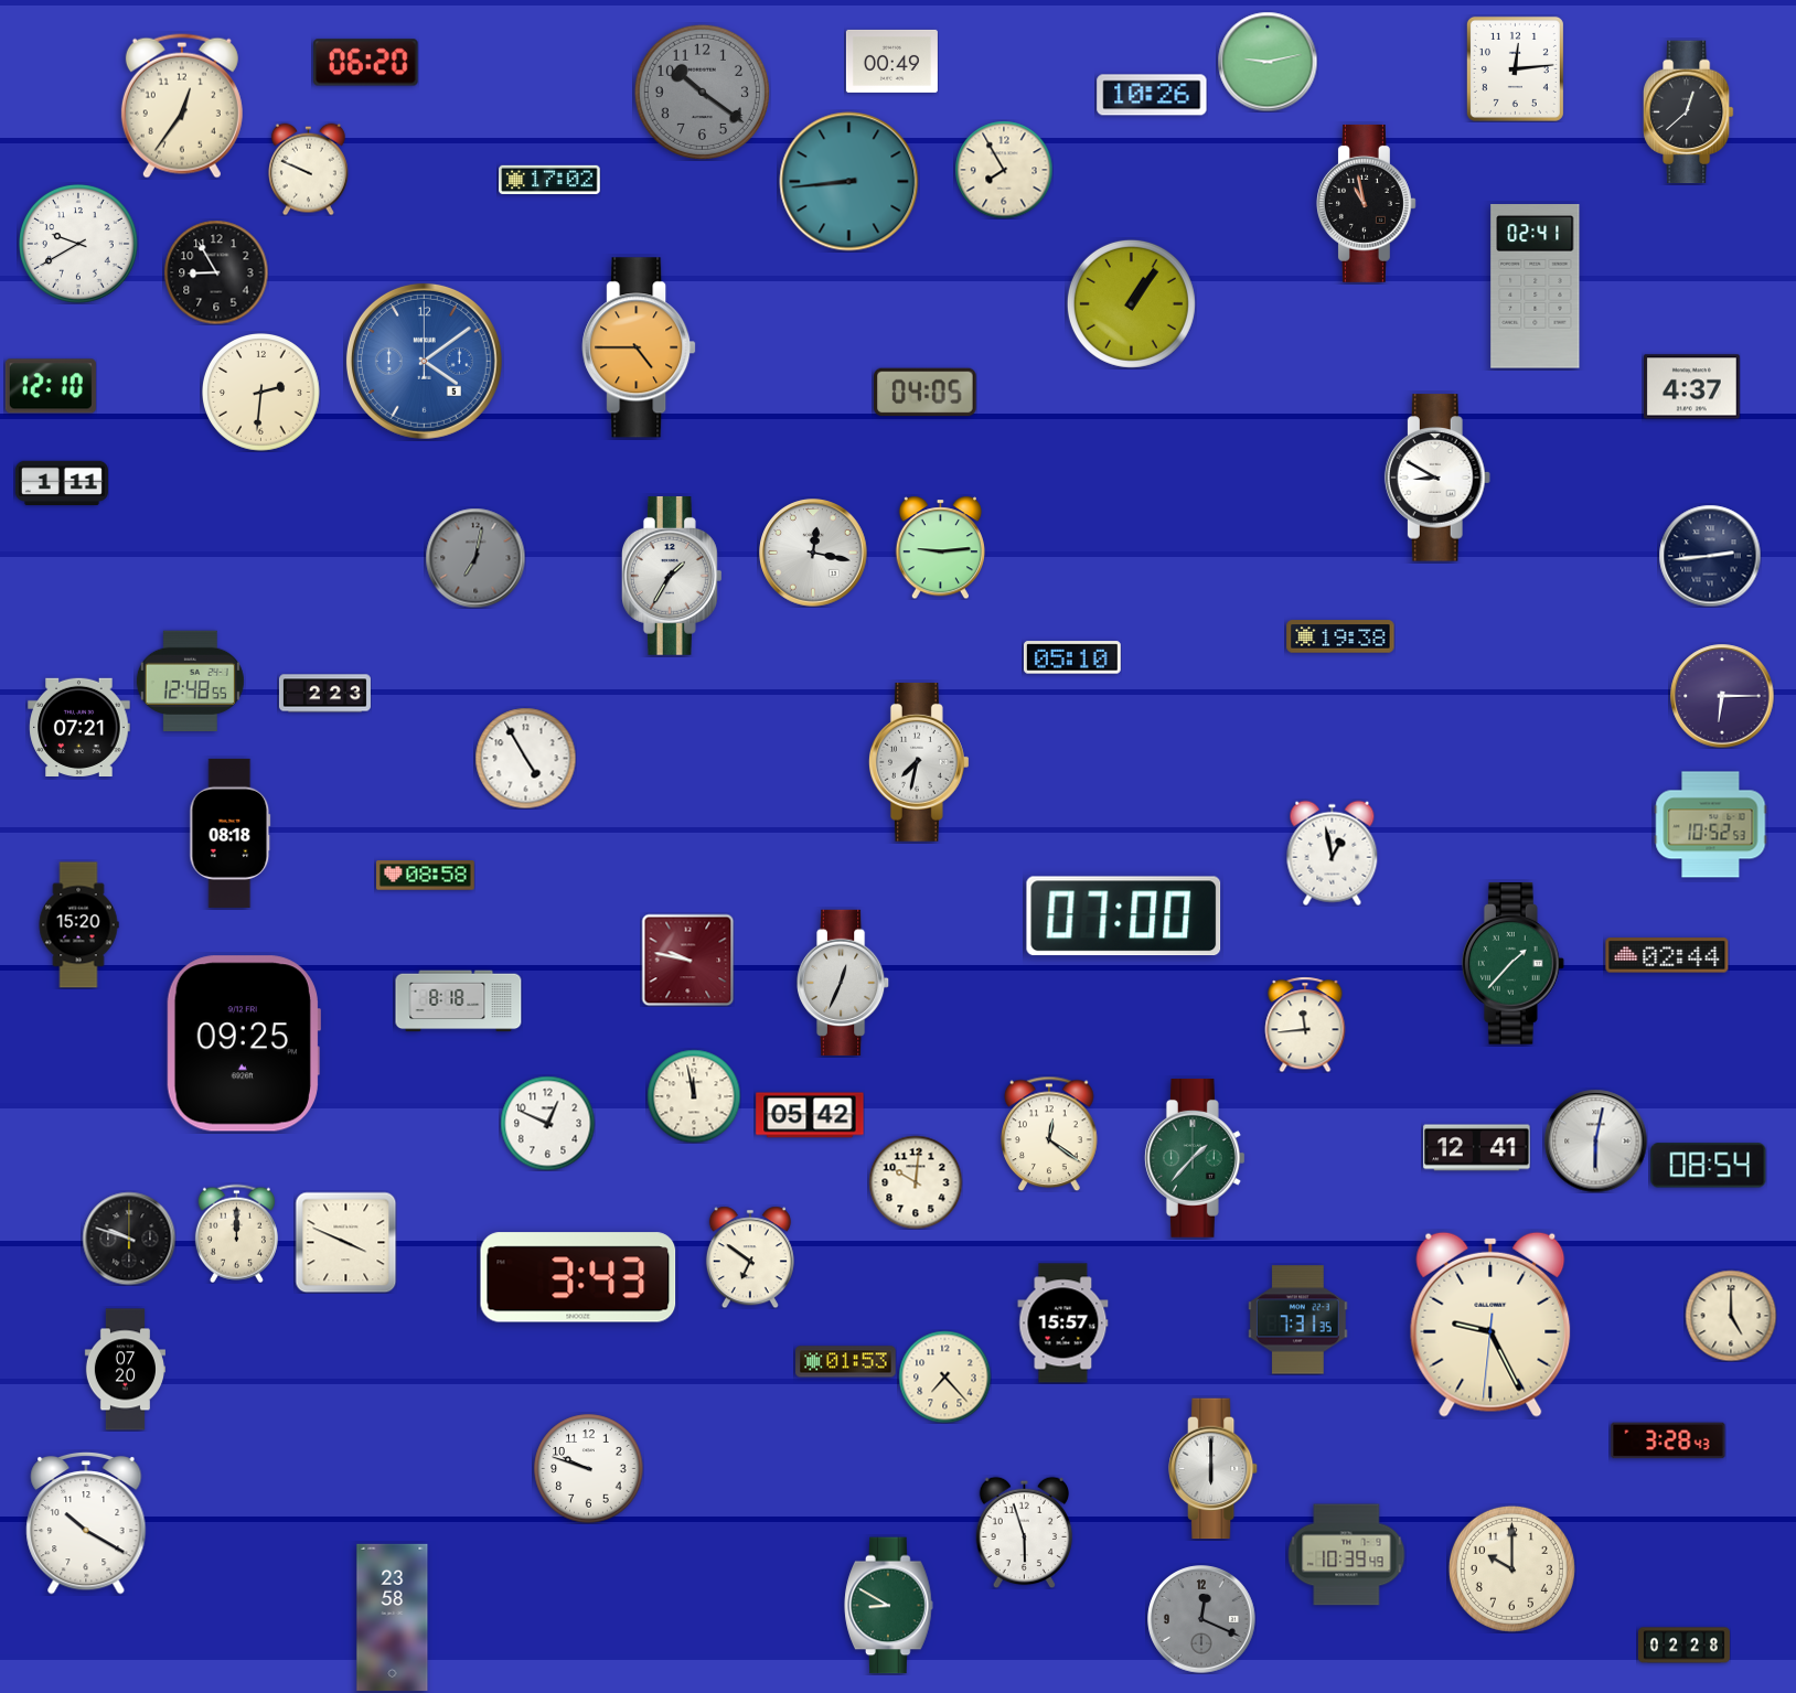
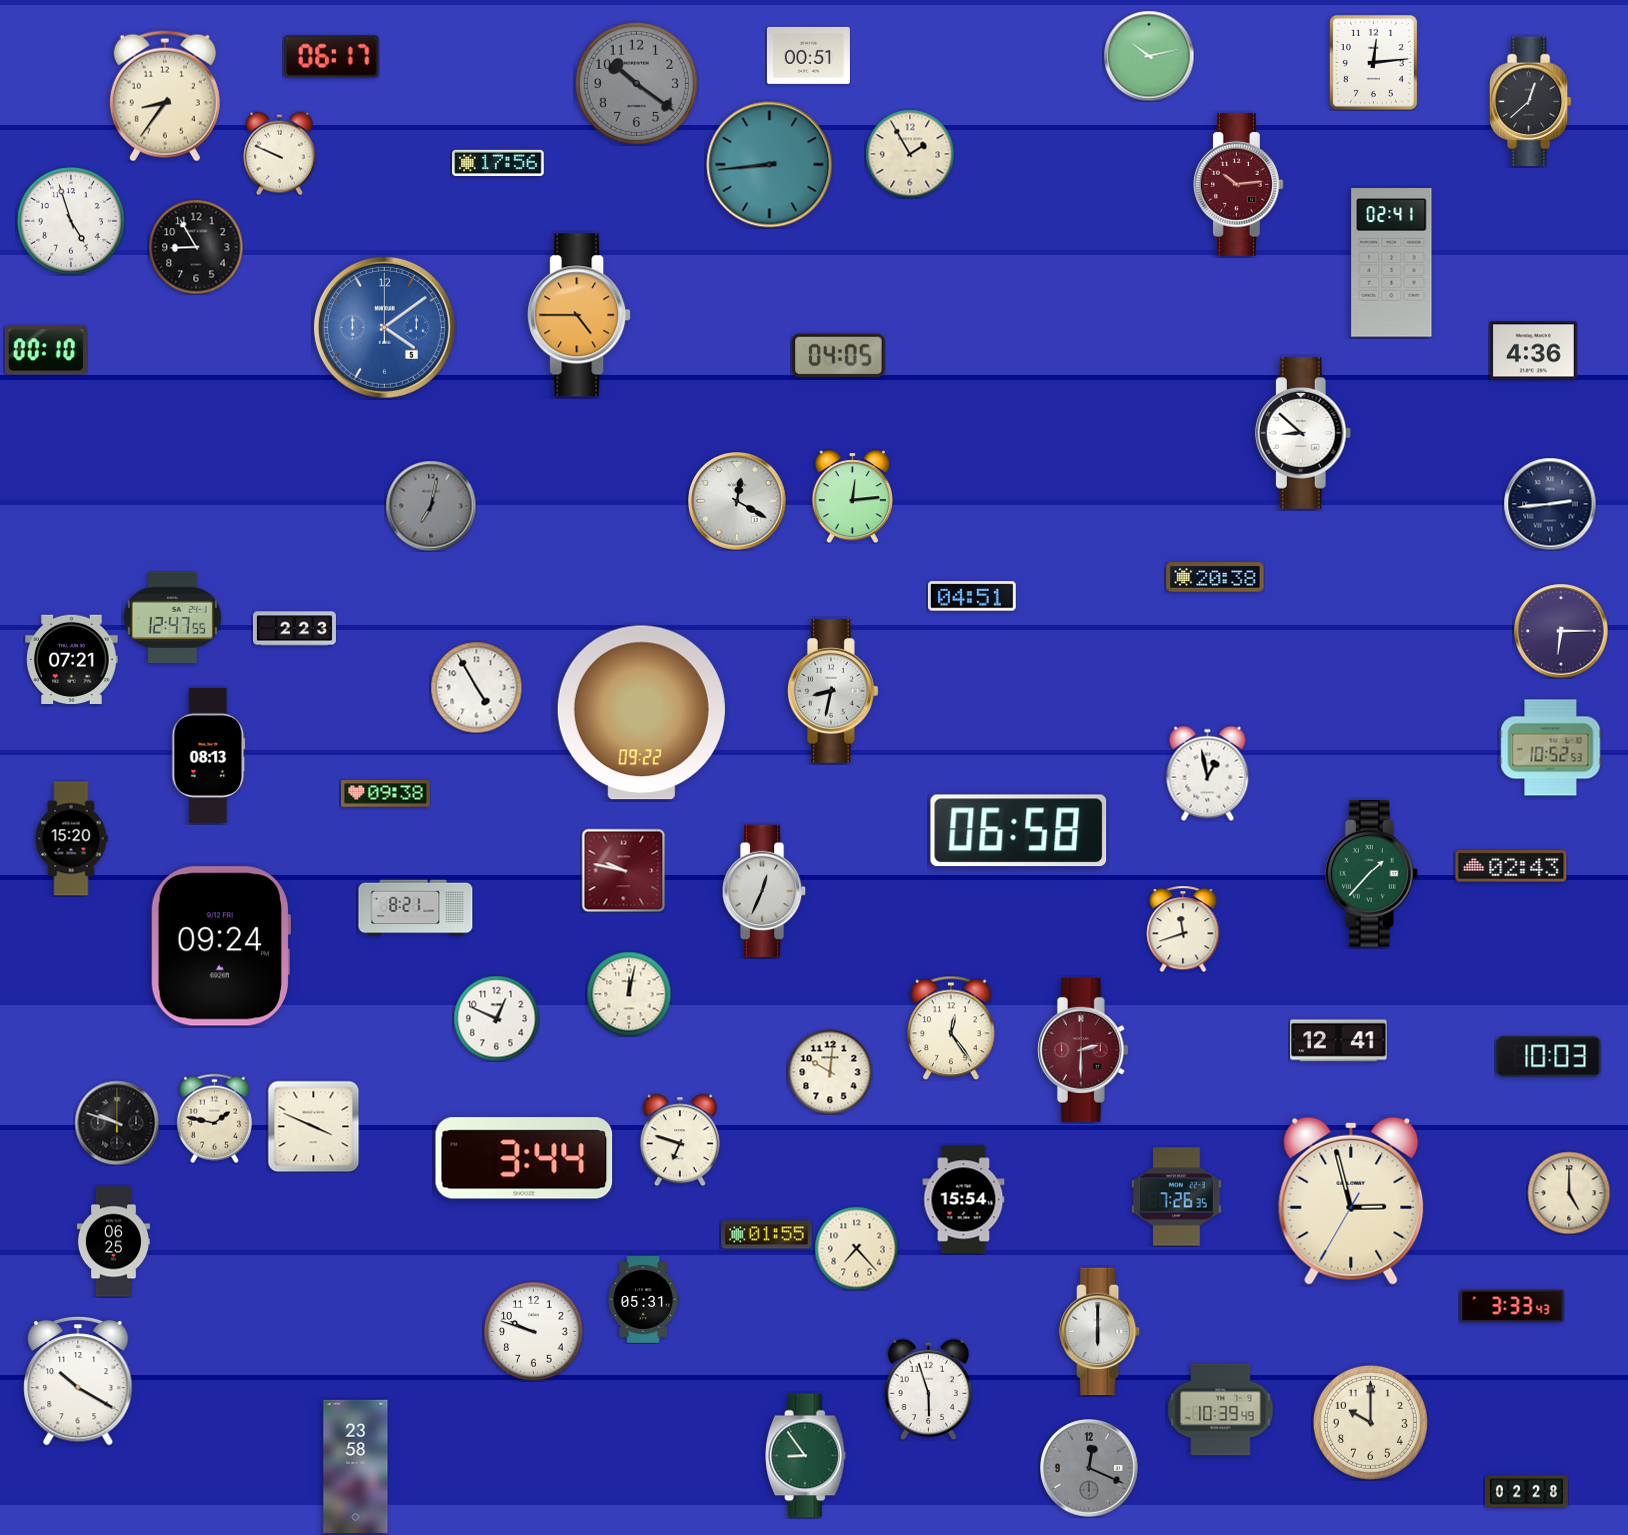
clock at (891, 61): 00:49 -> 00:51
clock at (1268, 62): 9:13 -> 10:13
clock at (366, 63): 06:20 -> 06:17
clock at (1152, 95): 10:26 -> none
clock at (182, 106): 12:36 -> 8:36
clock at (1004, 170): 7:55 -> 1:55
clock at (549, 180): 17:02 -> 17:56
clock at (1366, 203): 10:58 -> 10:14
clock at (1366, 203) dial: black -> burgundy
clock at (79, 245): 9:40 -> 4:57
clock at (1536, 287) position: (1536, 287) -> (1392, 263)
clock at (1131, 303): 1:06 -> none
clock at (51, 386): 12:10 -> 00:10
clock at (1691, 387): 4:37 -> 4:36
clock at (261, 393): 2:31 -> none
clock at (1437, 478): 8:50 -> 8:52
clock at (62, 482): 1:11 -> none
clock at (940, 547): 9:14 -> 12:14
clock at (813, 553): 12:17 -> 12:20
clock at (672, 576): 1:35 -> none
clock at (1340, 636): 19:38 -> 20:38
clock at (1072, 657): 05:10 -> 04:51
clock at (190, 682): 12:48 -> 12:47
clock at (919, 762): 7:32 -> 8:32
clock at (641, 713): none -> 09:22
clock at (231, 833): 08:18 -> 08:13
clock at (426, 876): 08:58 -> 09:38
clock at (1124, 917): 07:00 -> 06:58
clock at (1667, 955): 02:44 -> 02:43
clock at (459, 1001): 8:18 -> 8:21
clock at (1305, 1025): 11:44 -> 11:42
clock at (244, 1043): 09:25 -> 09:24
clock at (694, 1096): 11:58 -> 12:02
clock at (810, 1115): 05:42 -> none
clock at (1049, 1134): 12:21 -> 12:24
clock at (1595, 1140): 6:02 -> none
clock at (1195, 1158): 1:37 -> 2:30
clock at (1195, 1158) dial: green -> burgundy
clock at (1709, 1166): 08:54 -> 10:03
clock at (236, 1233): 12:00 -> 1:47
clock at (750, 1257): 6:51 -> 6:48
clock at (578, 1277): 3:43 -> 3:44
clock at (1298, 1320): 7:31 -> 7:26
clock at (1063, 1324): 15:57 -> 15:54
clock at (1490, 1325): 9:25 -> 2:57
clock at (846, 1362): 01:53 -> 01:55
clock at (125, 1370): 07:20 -> 06:25
clock at (643, 1300): none -> 05:31
clock at (1668, 1440): 3:28 -> 3:33
clock at (889, 1606): 8:50 -> 8:54
